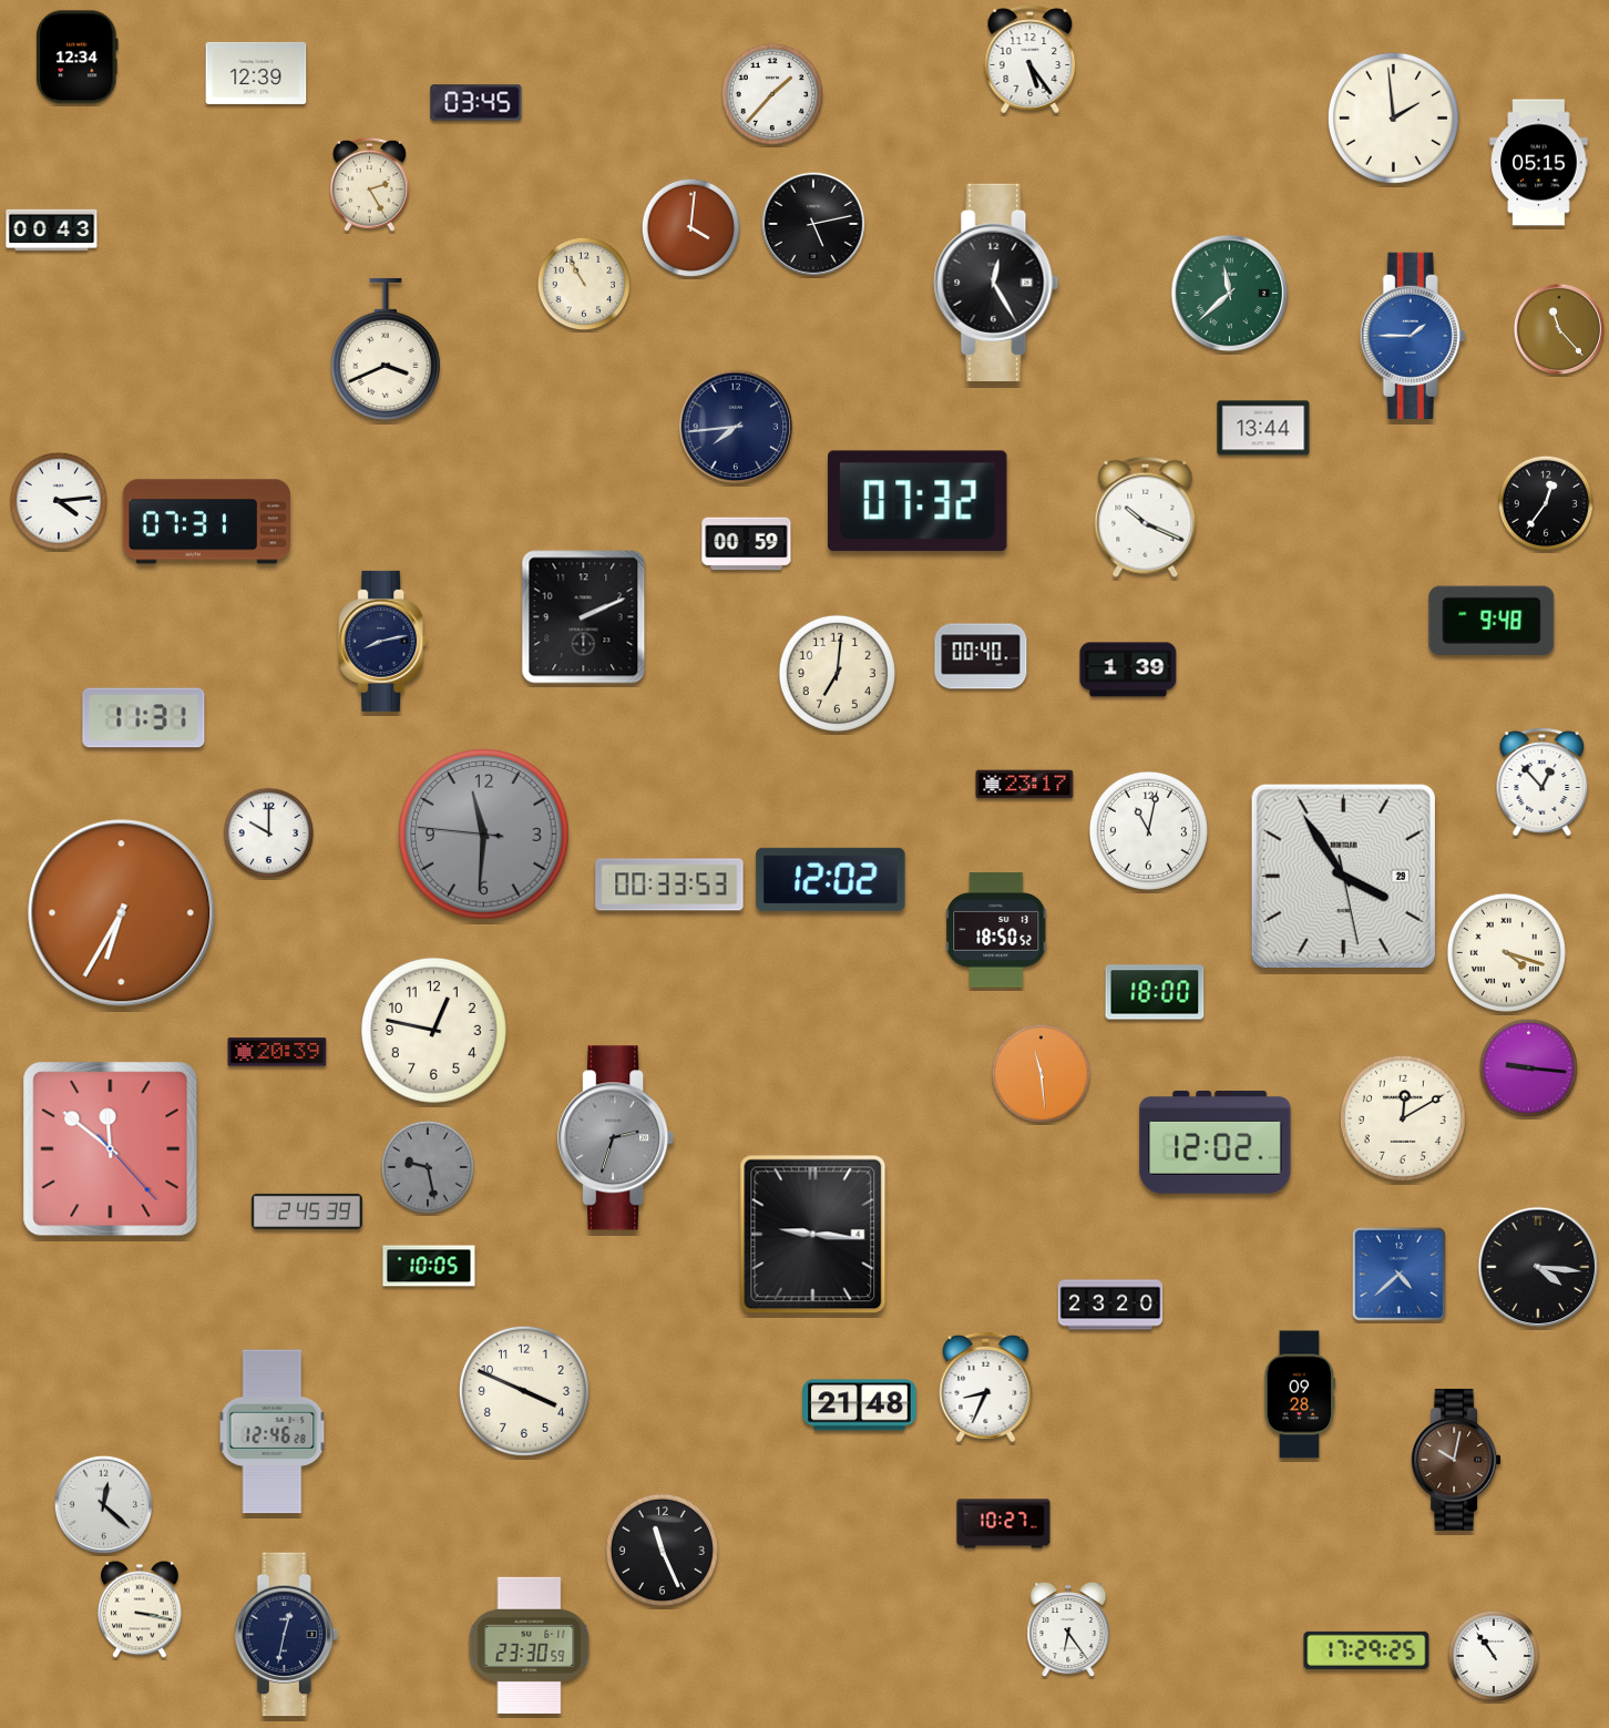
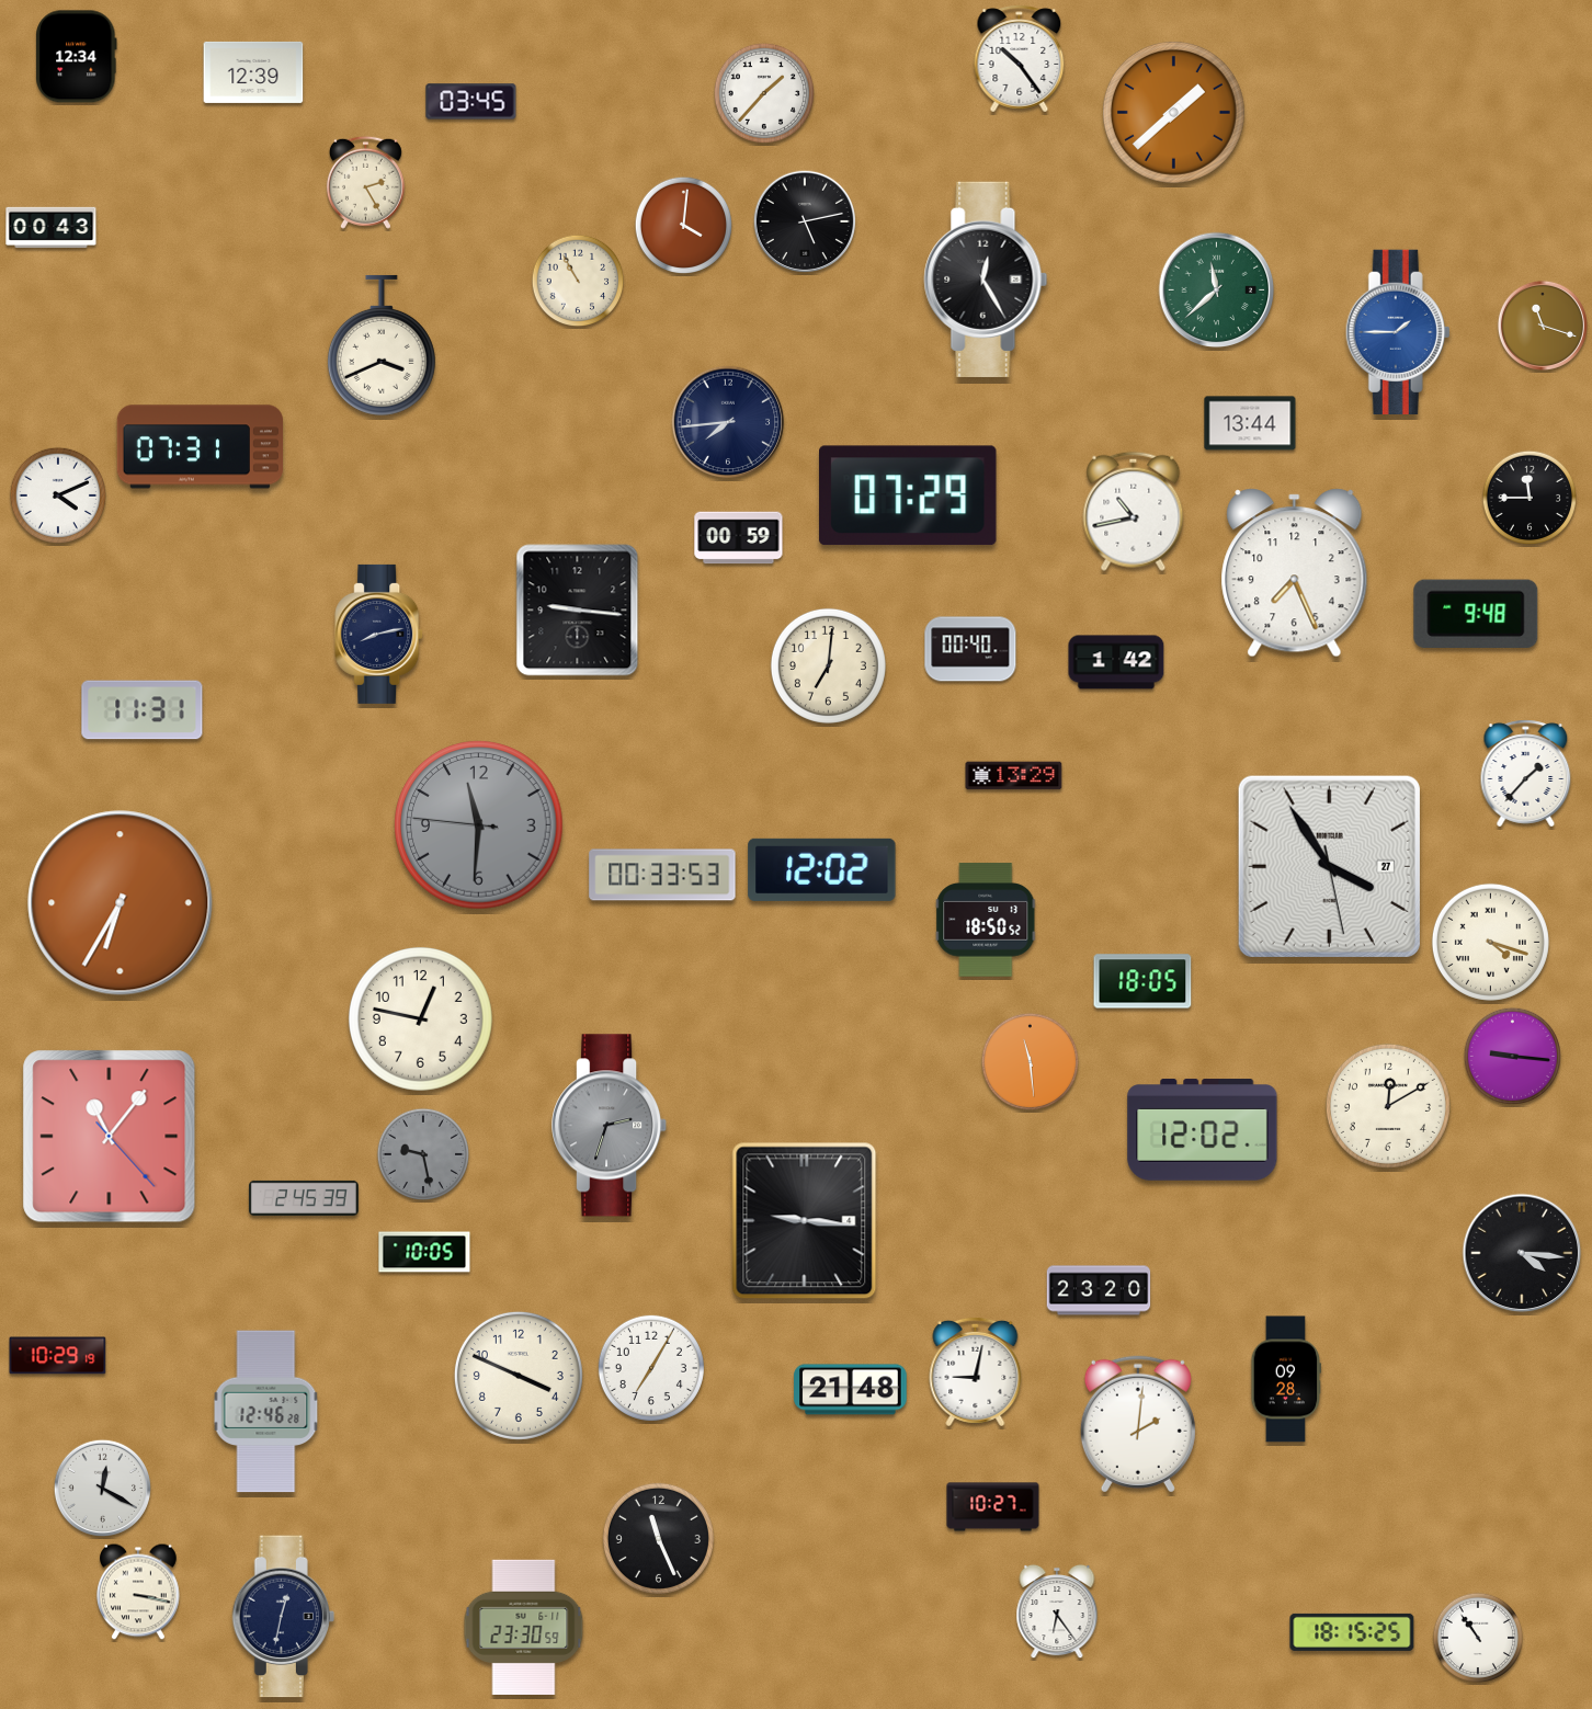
clock at (1031, 60): 5:24 -> 10:24
clock at (1173, 112): none -> 1:38
clock at (1393, 117): 1:59 -> none
clock at (1539, 163): 05:15 -> none
clock at (1559, 329): 11:23 -> 11:18
clock at (58, 500): 4:14 -> 4:11
clock at (919, 501): 07:32 -> 07:29
clock at (1546, 503): 12:36 -> 11:45
clock at (1146, 517): 10:19 -> 10:43
clock at (206, 522) position: (206, 522) -> (200, 447)
clock at (1295, 573): none -> 7:26
clock at (584, 617): 2:11 -> 9:16
clock at (1128, 669): 1:39 -> 1:42
clock at (1543, 783): 12:53 -> 1:37
clock at (1025, 785): 23:17 -> 13:29
clock at (1148, 830): 11:02 -> none
clock at (269, 834): 10:00 -> none
clock at (1343, 876) date: 29 -> 27
clock at (1155, 992): 18:00 -> 18:05
clock at (433, 1030) position: (433, 1030) -> (420, 1018)
clock at (277, 1052): 20:39 -> none
clock at (111, 1149): 11:51 -> 11:06
clock at (1398, 1274): 4:38 -> none
clock at (58, 1356): none -> 10:29
clock at (651, 1368): none -> 7:05
clock at (986, 1387): 8:34 -> 9:02
clock at (273, 1432) position: (273, 1432) -> (266, 1412)
clock at (1138, 1424): none -> 2:01
clock at (1456, 1460): 10:02 -> none
clock at (103, 1504): 12:22 -> 12:20
clock at (662, 1550) position: (662, 1550) -> (658, 1538)
clock at (1366, 1650): 17:29 -> 18:15
